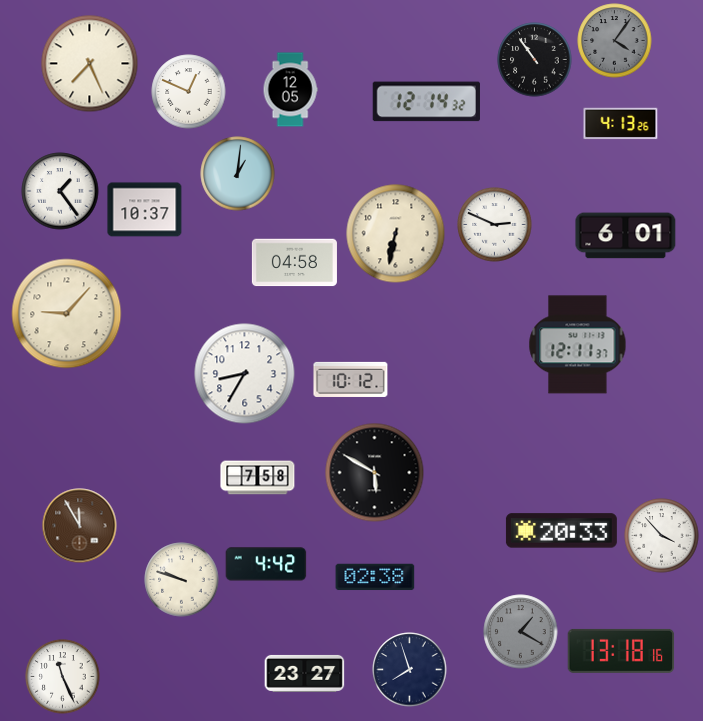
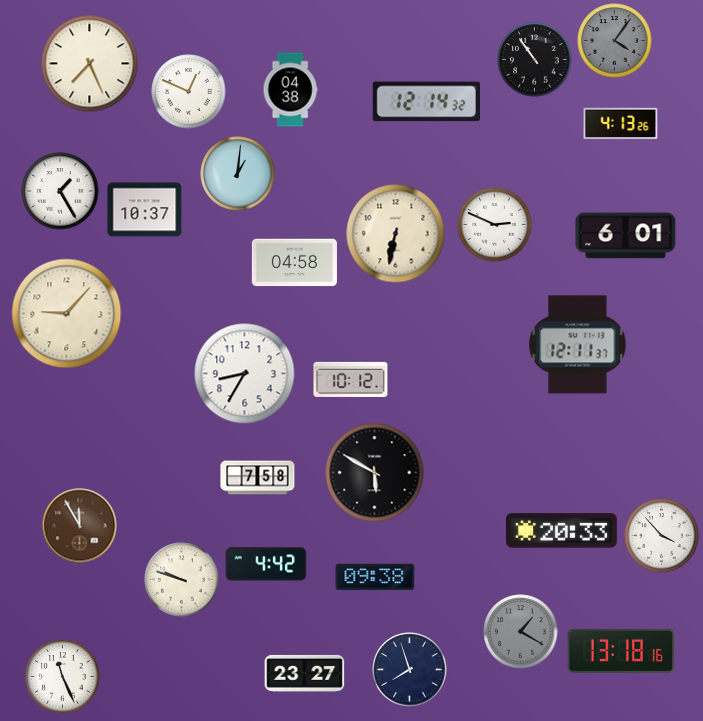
clock at (290, 90): 12:05 -> 04:38
clock at (60, 191): 1:24 -> 1:25
clock at (375, 577): 02:38 -> 09:38
